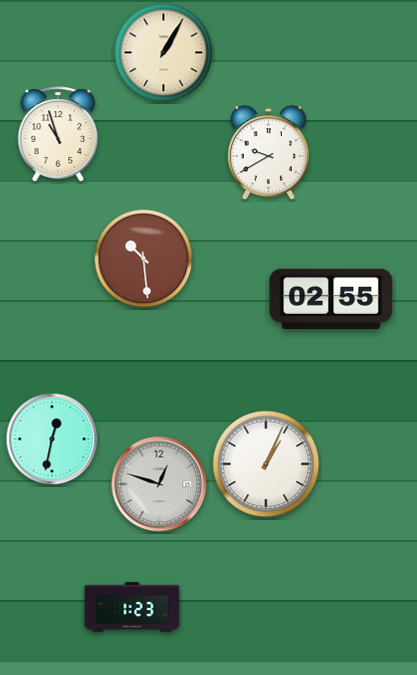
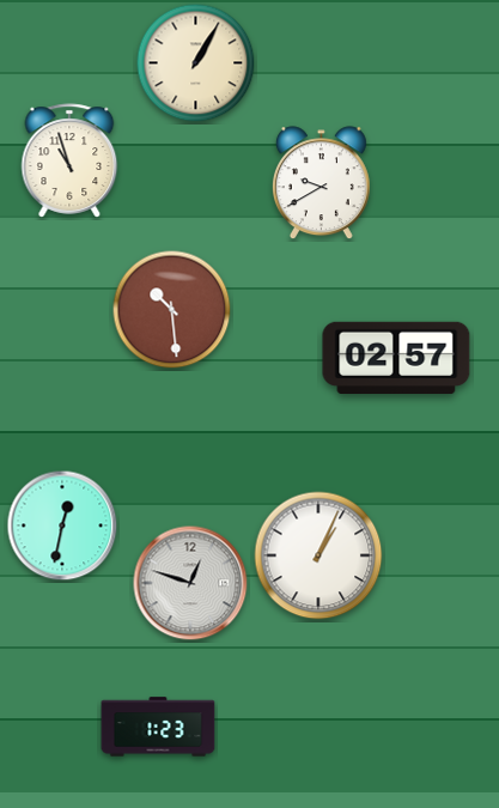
clock at (331, 298): 02:55 -> 02:57
clock at (159, 484) position: (159, 484) -> (190, 583)
